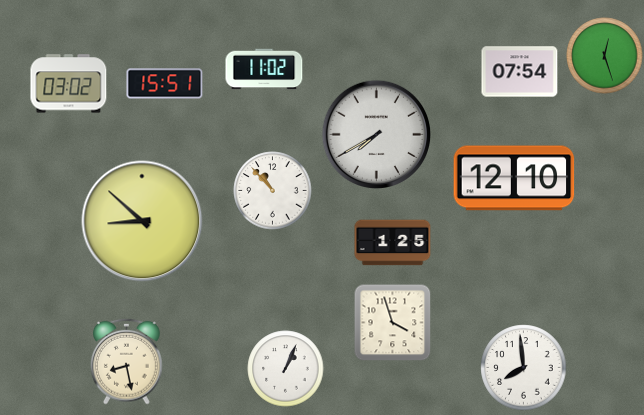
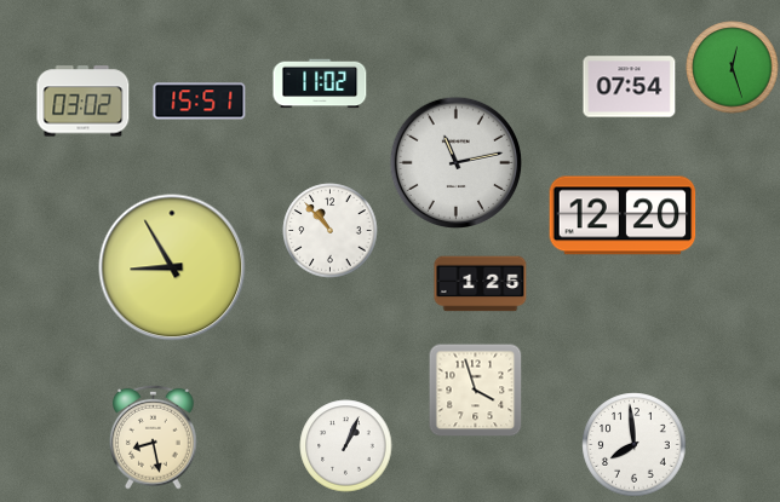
clock at (376, 134): 7:40 -> 11:13
clock at (514, 178): 12:10 -> 12:20
clock at (142, 221): 8:52 -> 8:55
clock at (393, 243) position: (393, 243) -> (481, 284)
